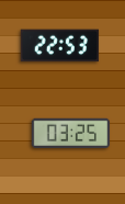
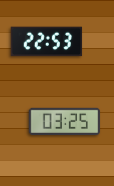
clock at (60, 46) position: (60, 46) -> (47, 42)
